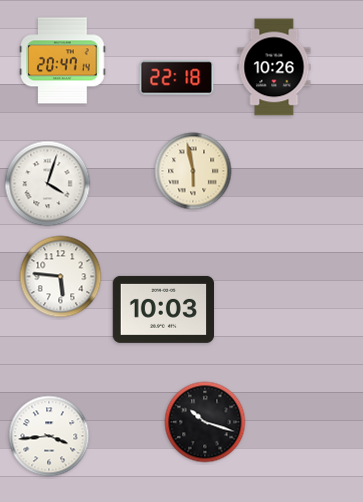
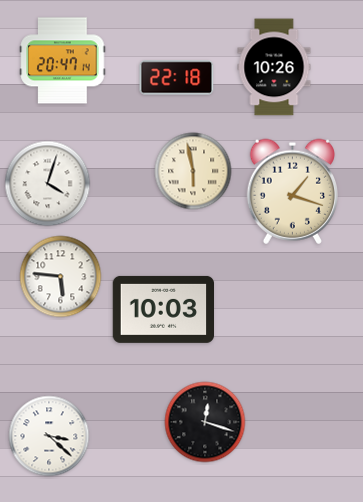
clock at (292, 191): none -> 1:18
clock at (205, 422): 10:18 -> 12:18
clock at (49, 436): 3:44 -> 3:22
